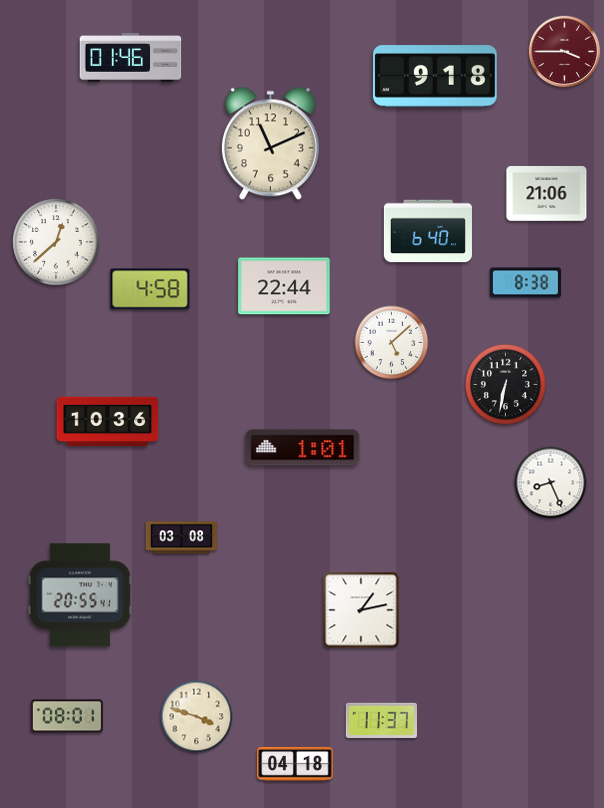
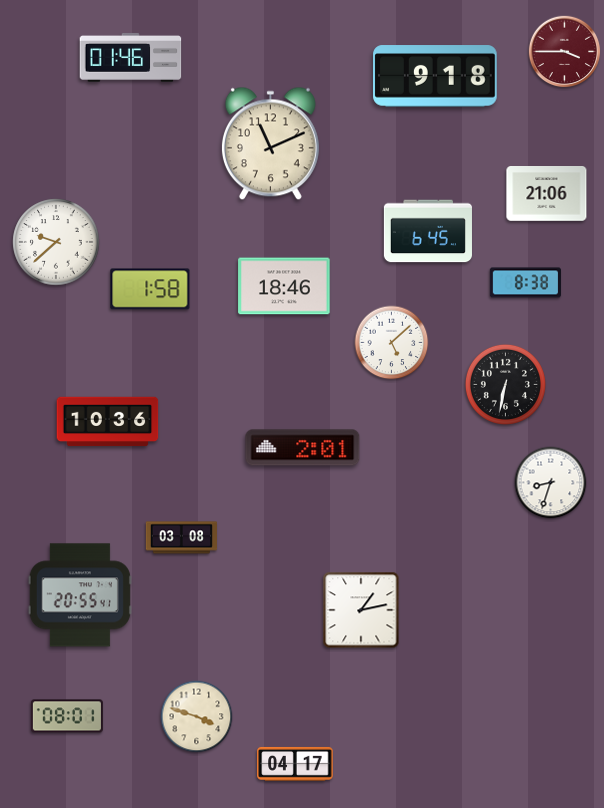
clock at (428, 231): 6:40 -> 6:45
clock at (56, 242): 12:38 -> 9:38
clock at (284, 286): 22:44 -> 18:46
clock at (150, 289): 4:58 -> 1:58
clock at (303, 448): 1:01 -> 2:01
clock at (551, 483): 8:26 -> 8:33
clock at (381, 720): 11:37 -> none
clock at (295, 764): 04:18 -> 04:17
